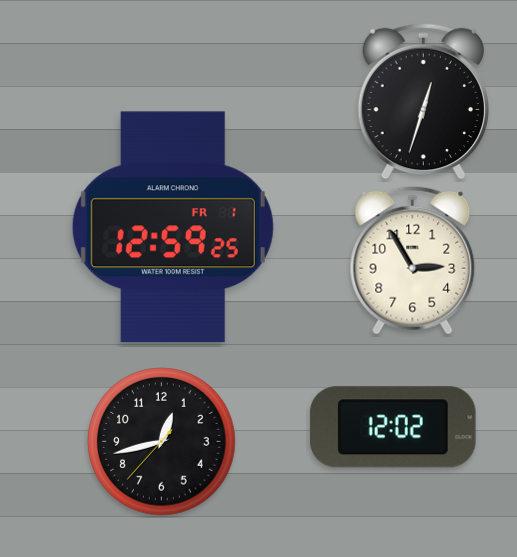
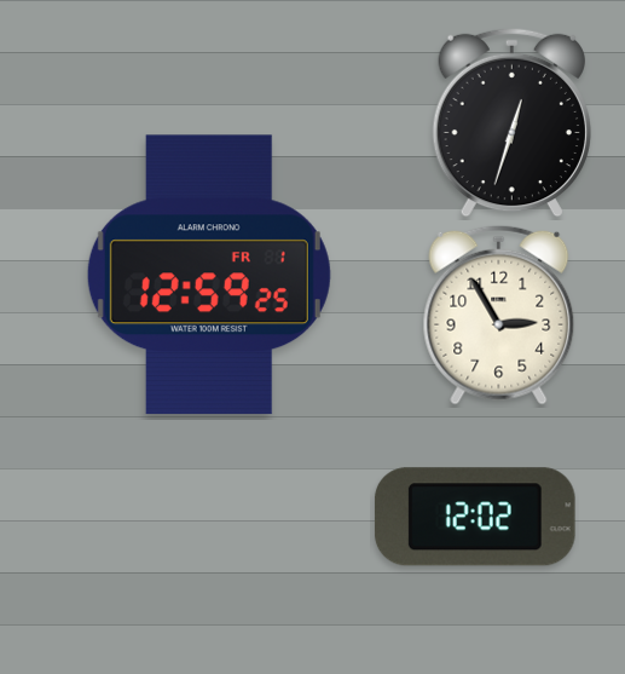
clock at (162, 442): 12:42 -> none
